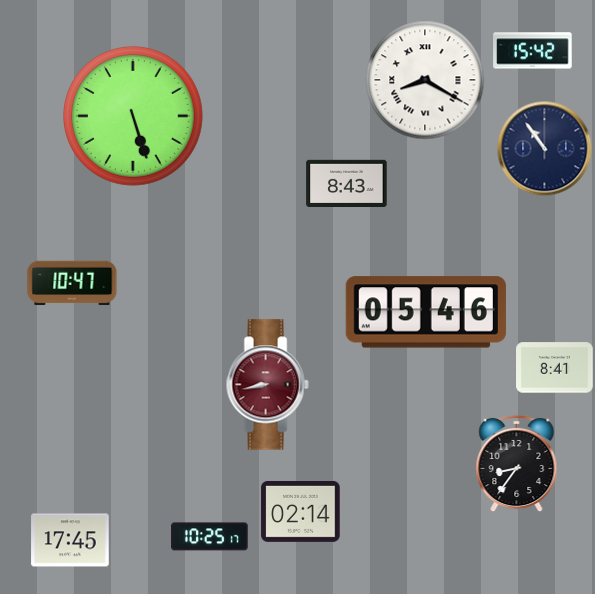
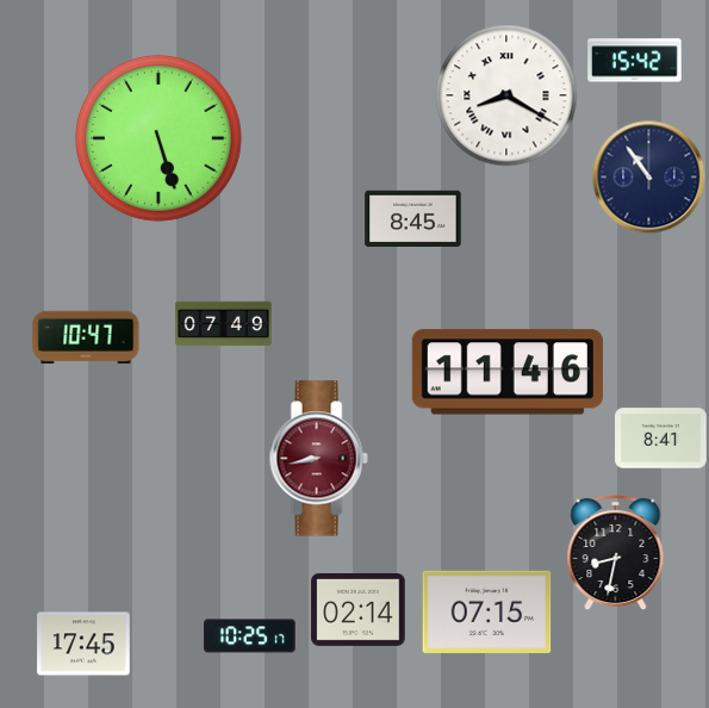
clock at (347, 183): 8:43 -> 8:45
clock at (224, 324): none -> 07:49
clock at (426, 312): 05:46 -> 11:46
clock at (517, 463): 8:36 -> 8:32
clock at (487, 611): none -> 07:15
clock at (210, 537) position: (210, 537) -> (250, 636)
